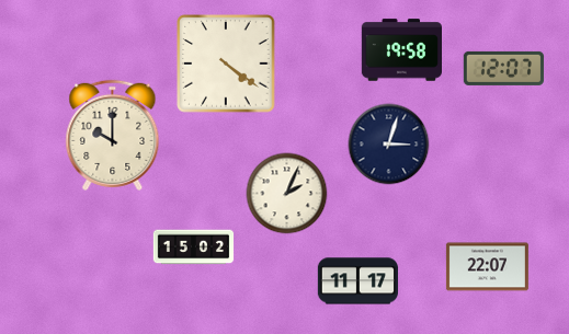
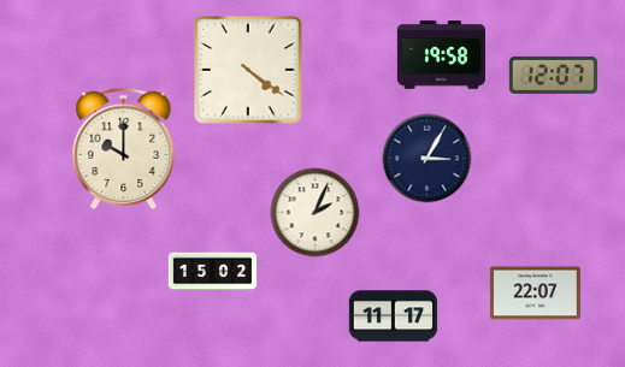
clock at (389, 145): 3:03 -> 3:05
clock at (357, 281) position: (357, 281) -> (393, 316)
